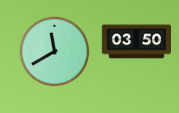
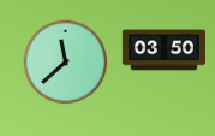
clock at (55, 52): 11:40 -> 11:38
